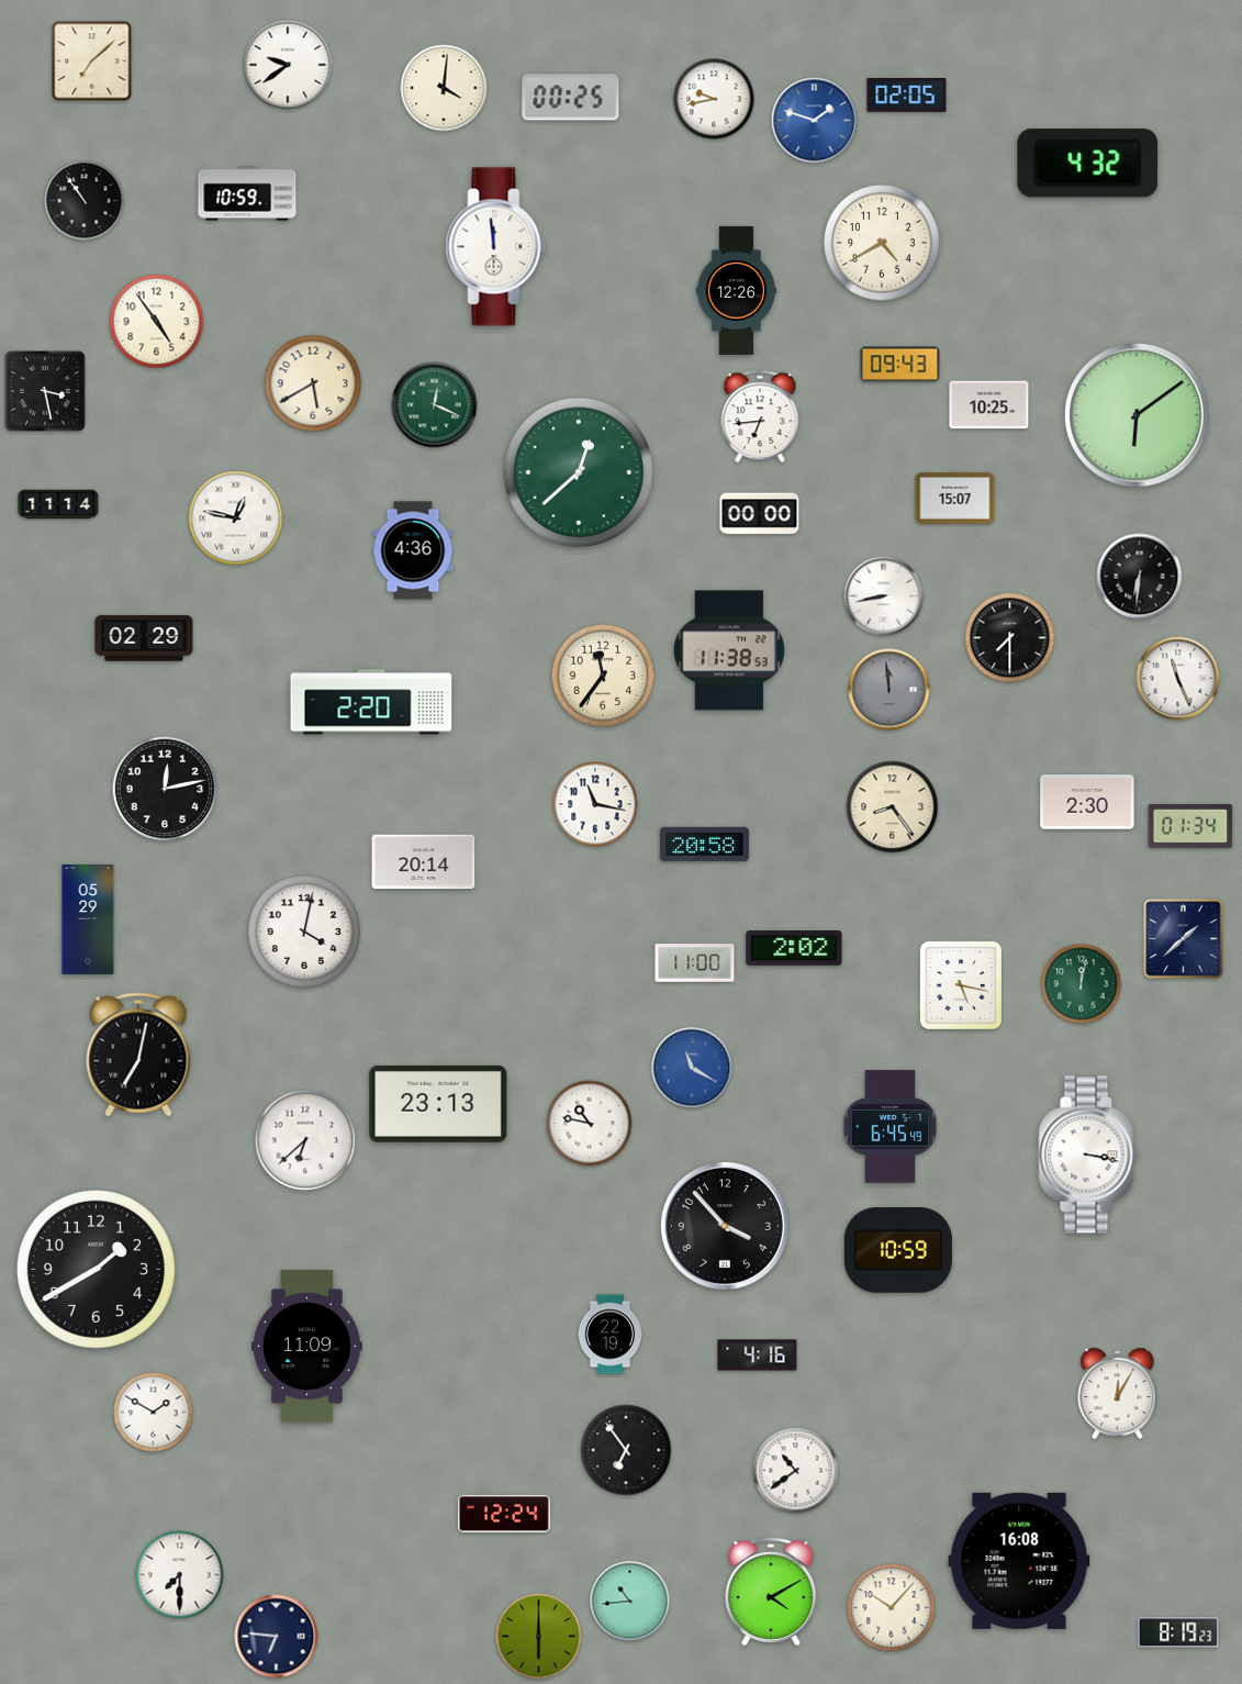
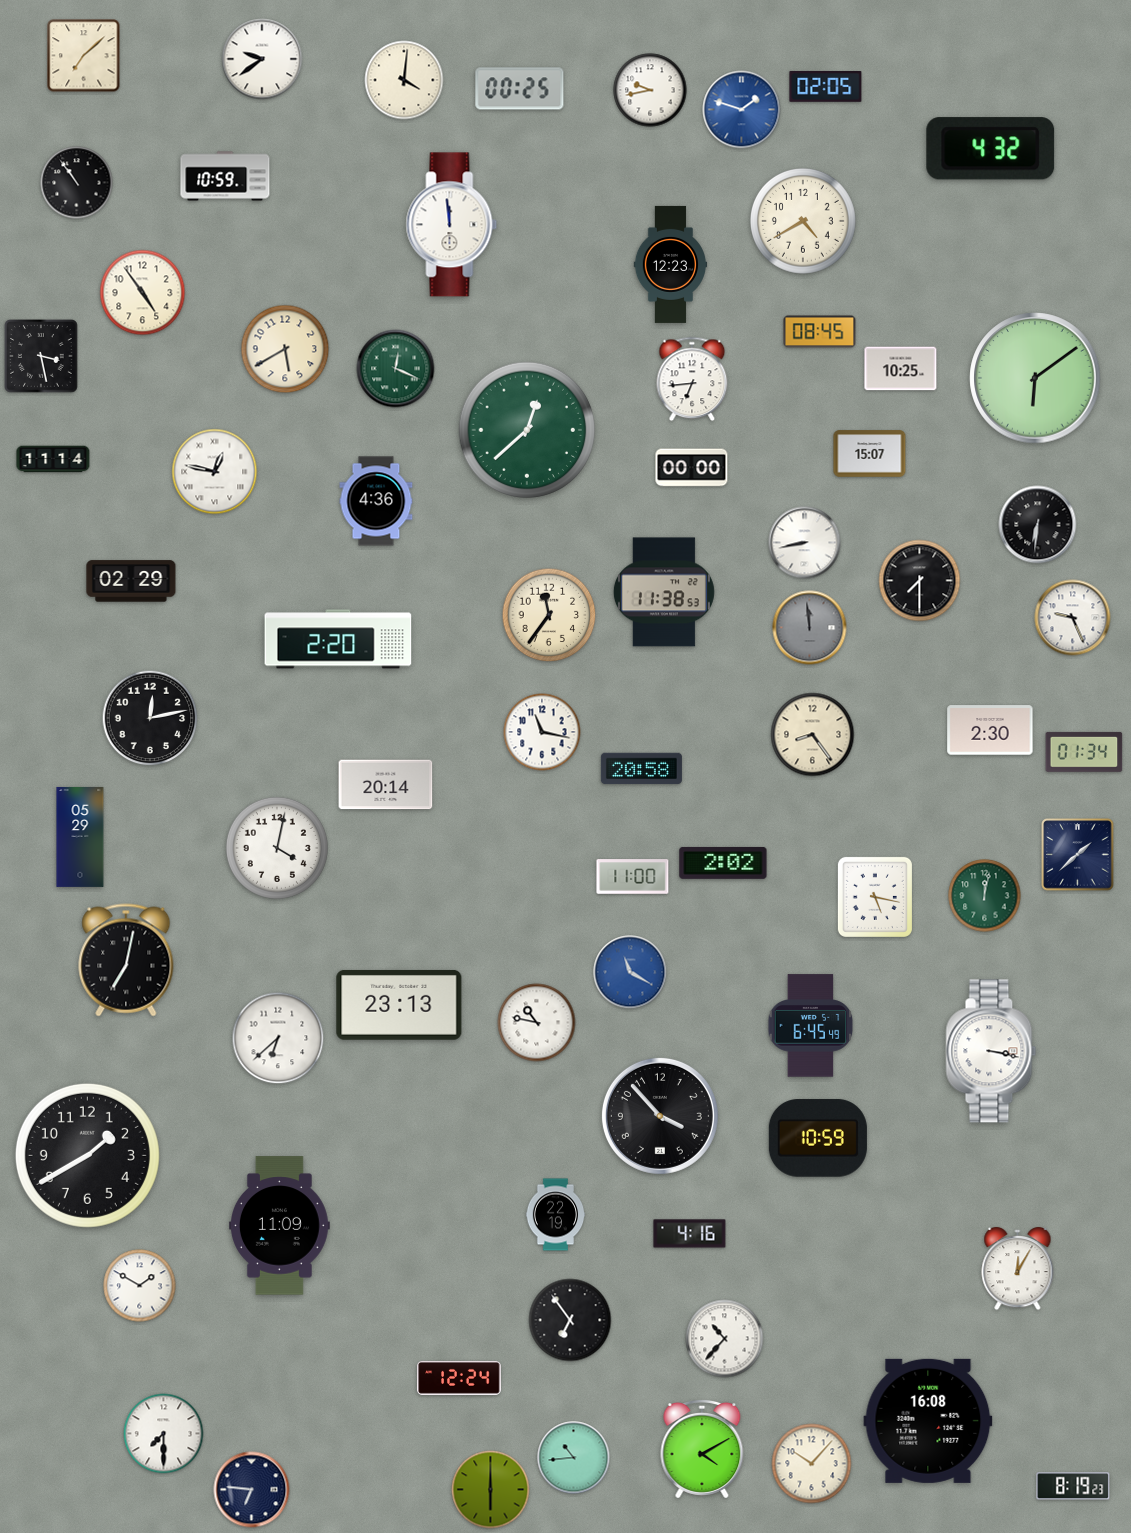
clock at (737, 290): 12:26 -> 12:23
clock at (900, 365): 09:43 -> 08:45
clock at (1178, 679): 11:26 -> 9:26
clock at (796, 1471): 10:39 -> 10:37
